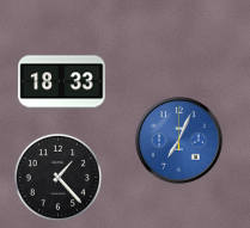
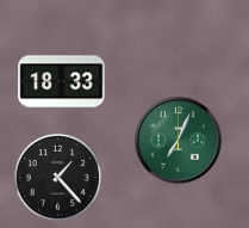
clock at (179, 141) dial: blue -> green
